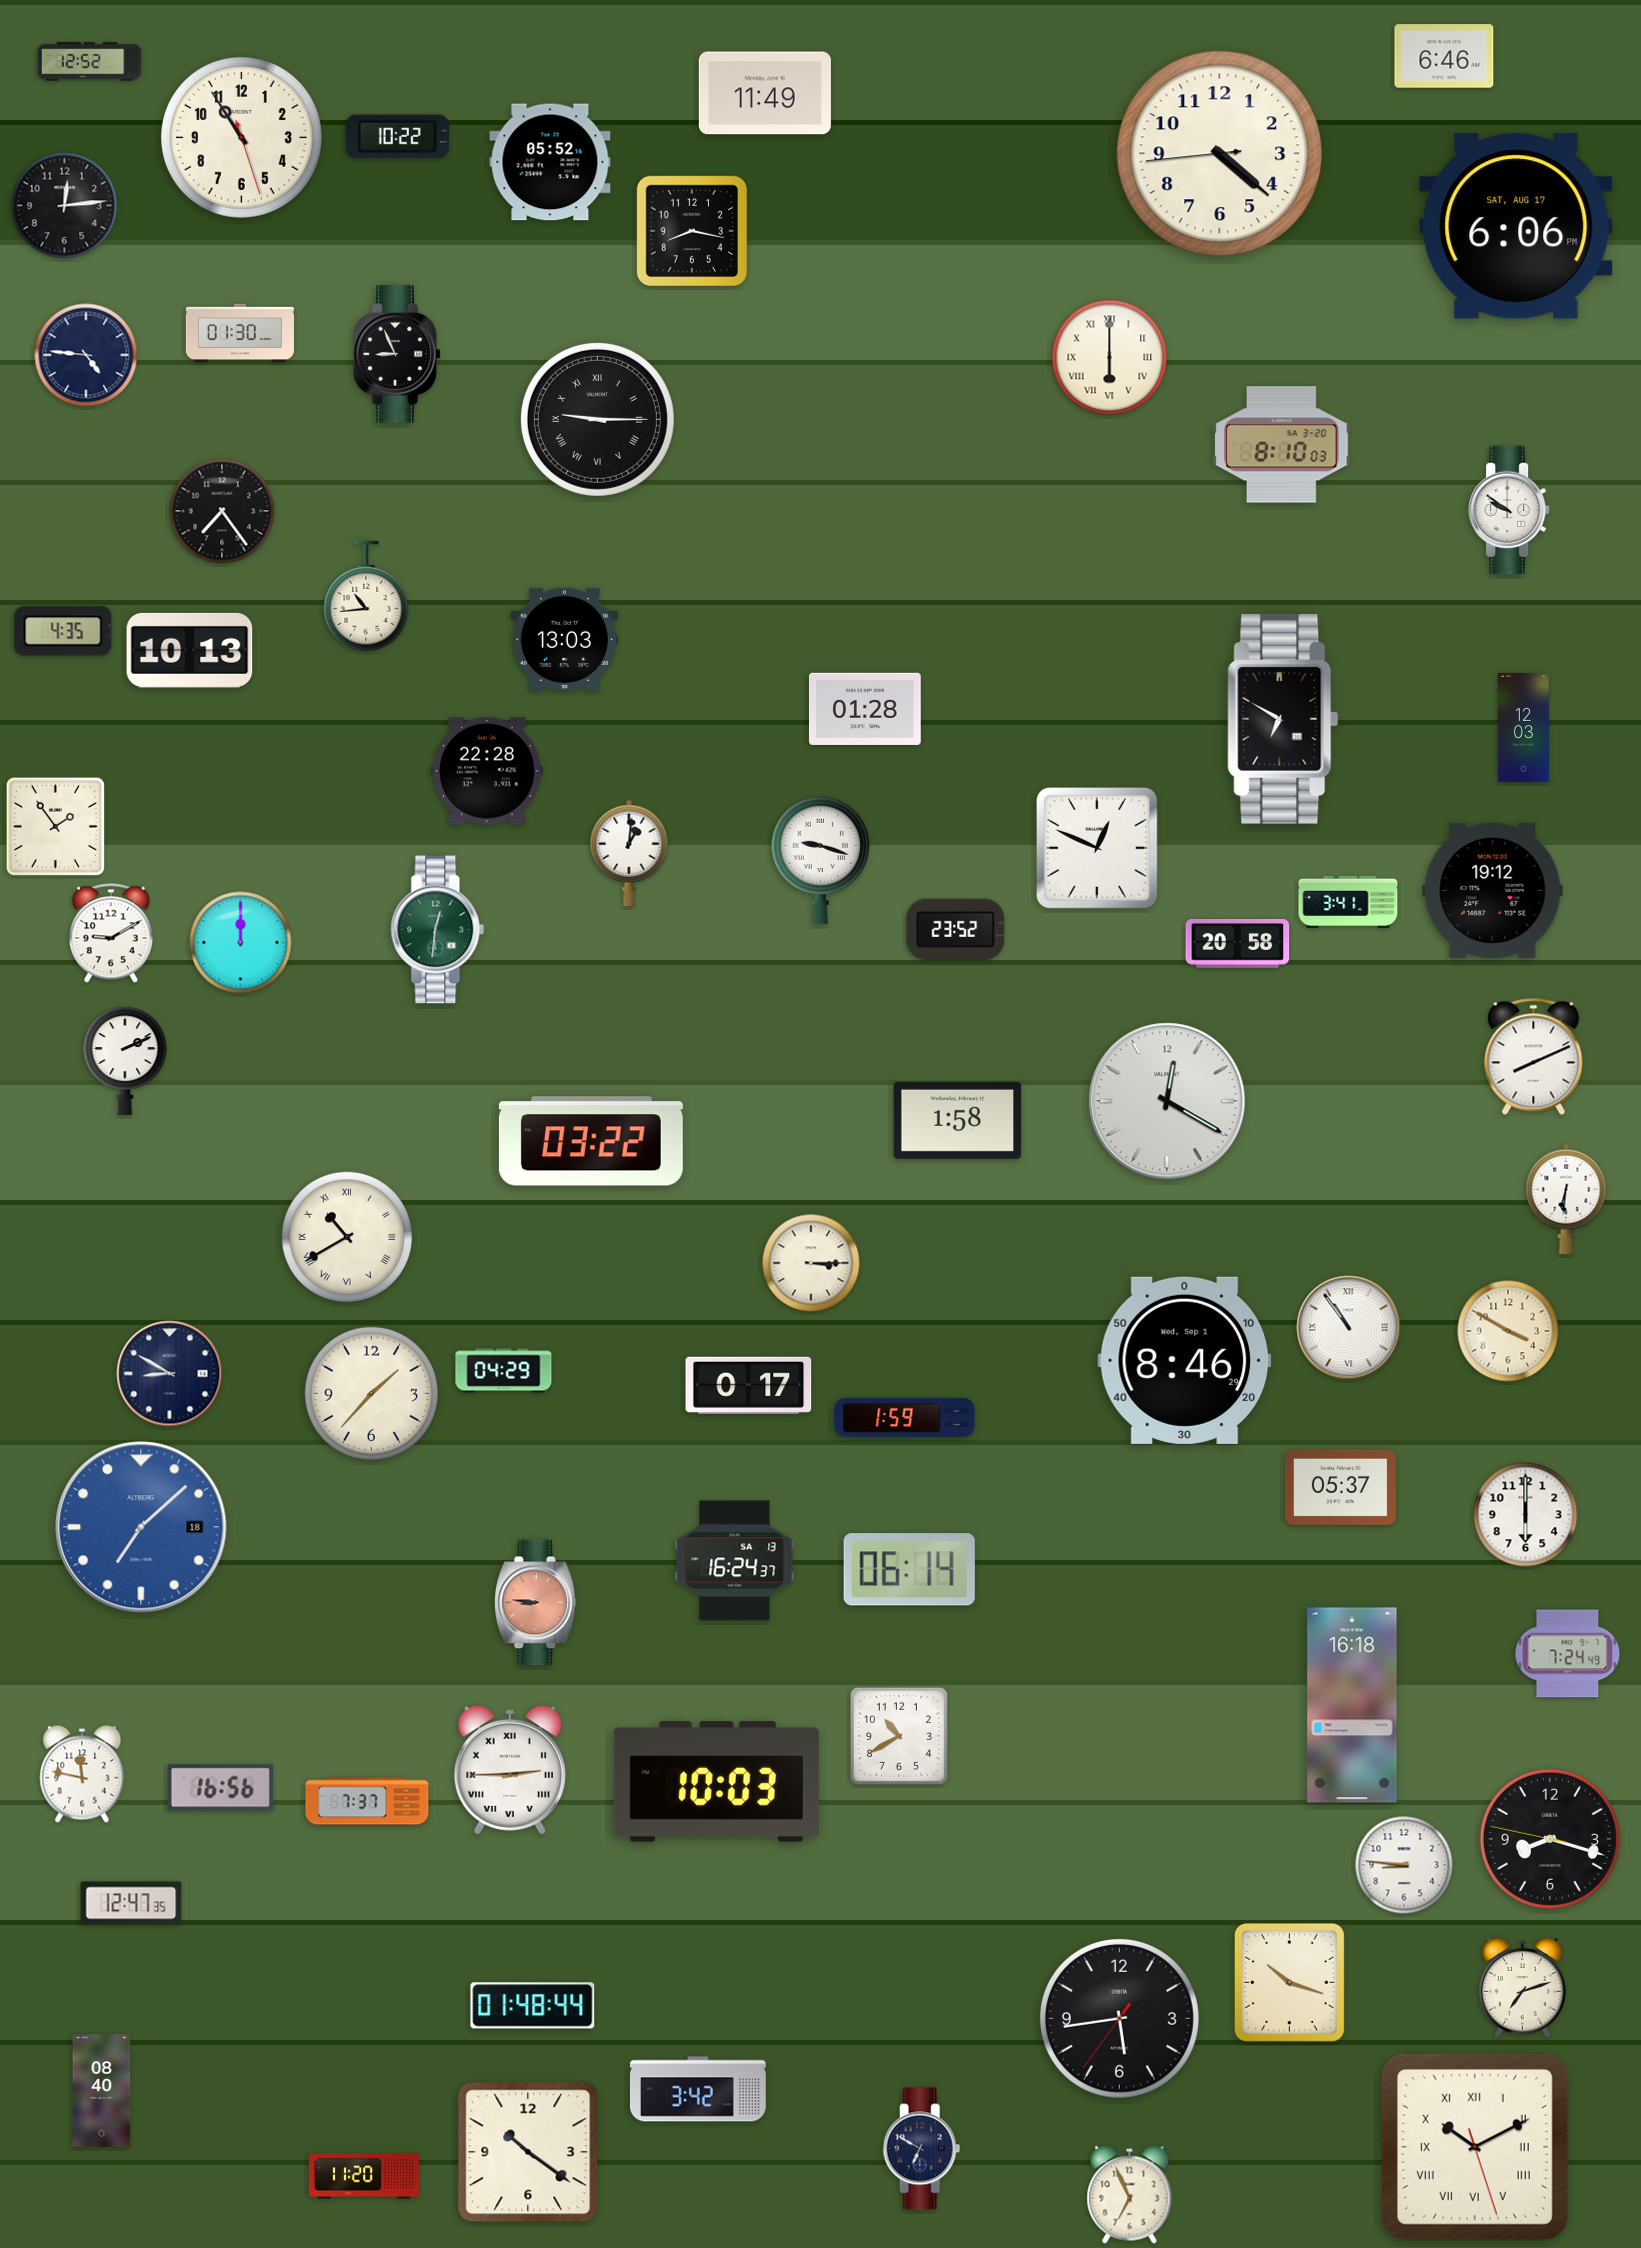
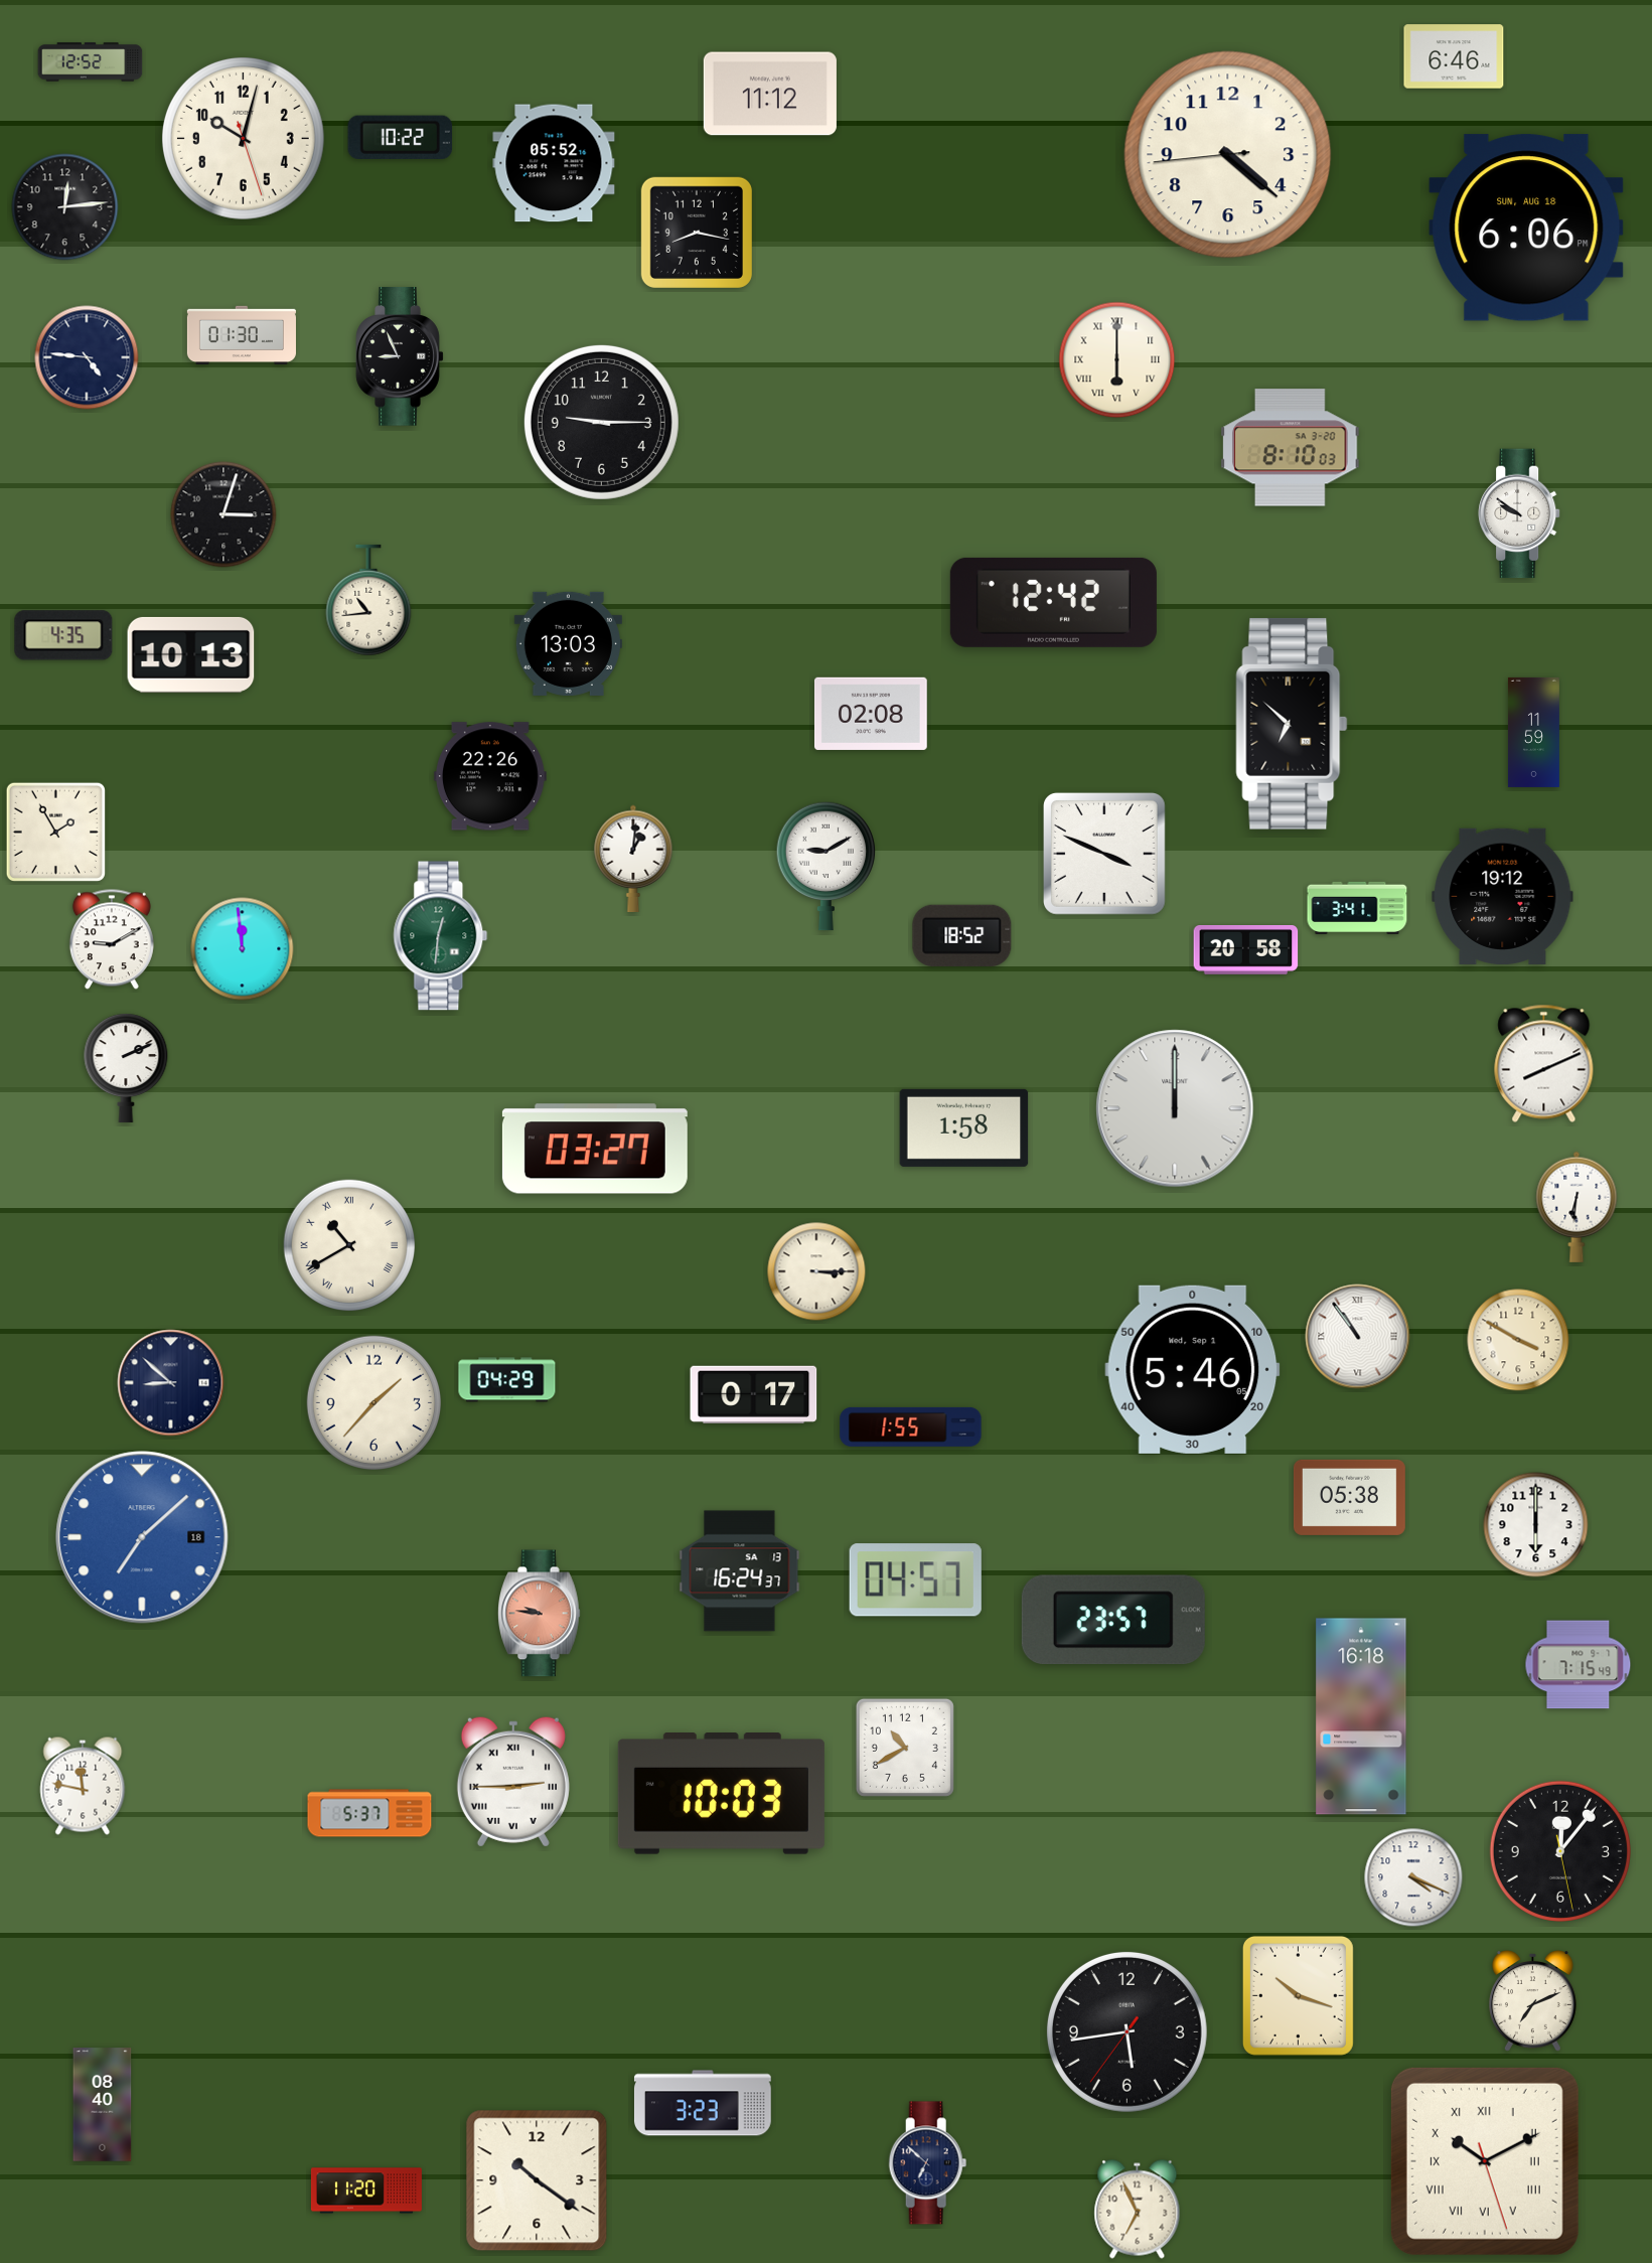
clock at (765, 93): 11:49 -> 11:12
clock at (241, 137): 10:54 -> 10:02
clock at (1516, 226) date: SAT, AUG 17 -> SUN, AUG 18
clock at (597, 419) numerals: Roman -> Arabic
clock at (222, 511): 7:24 -> 3:03
clock at (1053, 602): none -> 12:42
clock at (865, 709): 01:28 -> 02:08
clock at (1283, 719): 6:50 -> 6:52
clock at (1523, 727): 12:03 -> 11:59
clock at (487, 771): 22:28 -> 22:26
clock at (55, 826): 1:54 -> 1:55
clock at (1097, 848): 12:49 -> 3:49
clock at (821, 860): 9:18 -> 9:10
clock at (956, 929): 23:52 -> 18:52
clock at (241, 943): 12:00 -> 11:59
clock at (1167, 1101): 12:20 -> 12:00
clock at (591, 1141): 03:22 -> 03:27
clock at (1185, 1360): 8:46 -> 5:46
clock at (170, 1374): 8:50 -> 8:52
clock at (905, 1417): 1:59 -> 1:55
clock at (1340, 1487): 05:37 -> 05:38
clock at (909, 1570): 06:14 -> 04:57
clock at (536, 1603): 8:46 -> 9:46
clock at (1113, 1620): none -> 23:57
clock at (1568, 1654): 7:24 -> 7:15
clock at (220, 1788): 16:56 -> none
clock at (367, 1801): 7:37 -> 5:37
clock at (1550, 1839): 8:17 -> 12:06
clock at (1404, 1865): 8:46 -> 4:19
clock at (131, 1903): 12:47 -> none
clock at (1523, 1988): 7:12 -> 7:11
clock at (533, 2006): 01:48 -> none
clock at (698, 2089): 3:42 -> 3:23
clock at (922, 2149): 6:50 -> 6:52
clock at (528, 2152) position: (528, 2152) -> (537, 2180)
